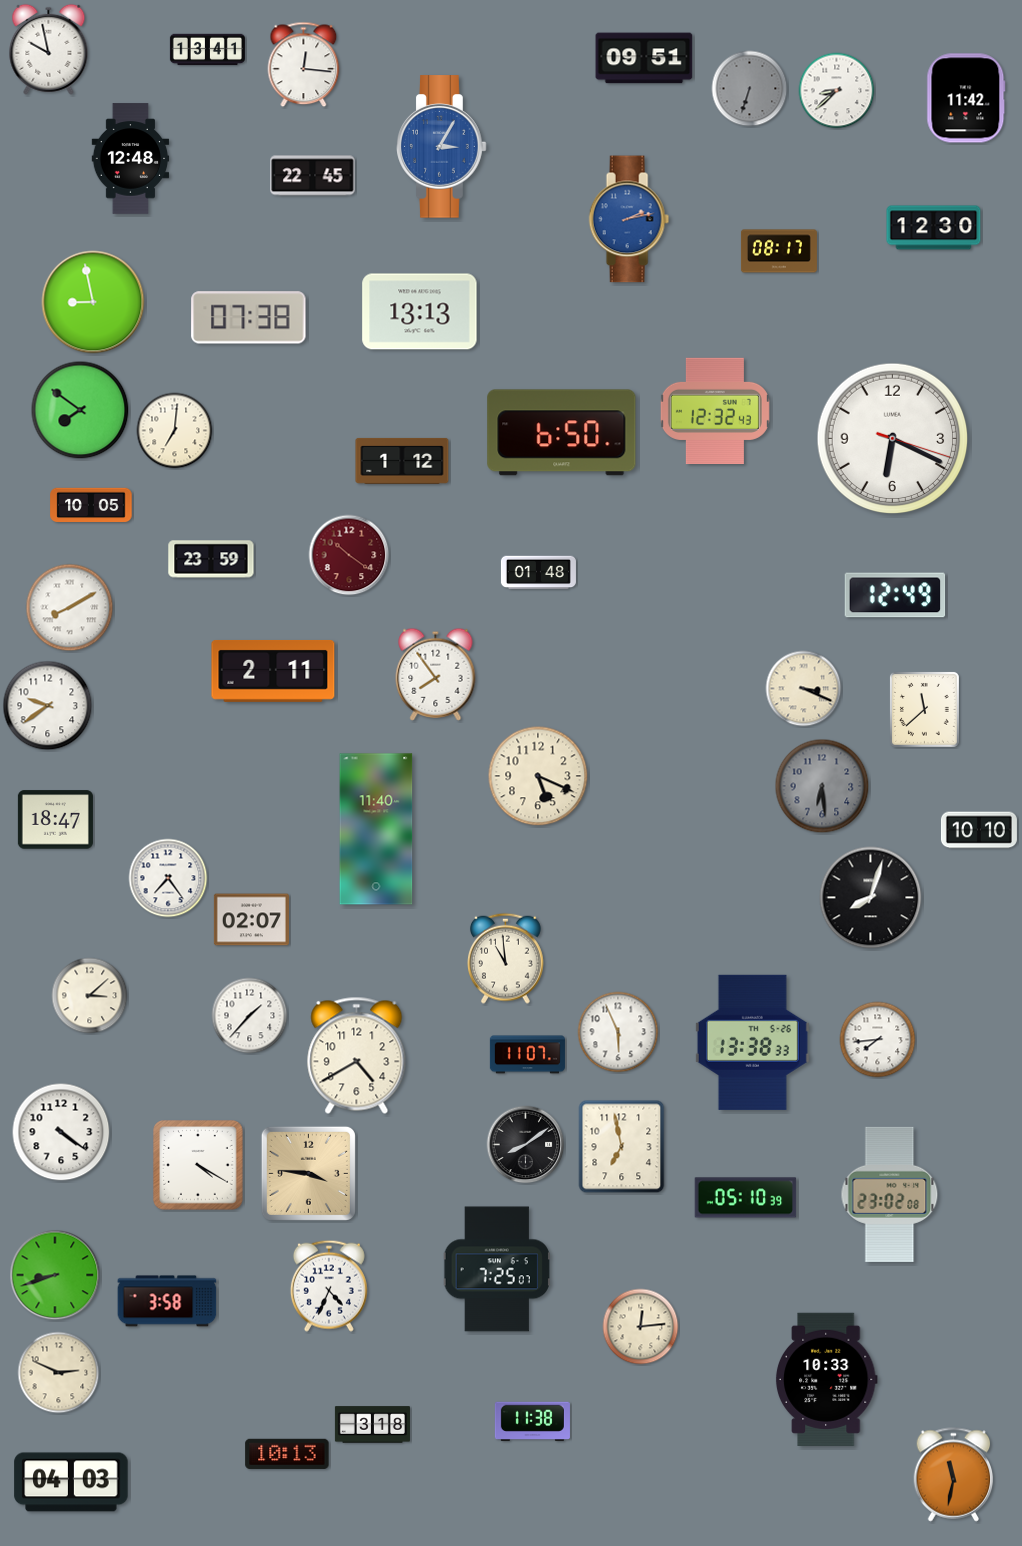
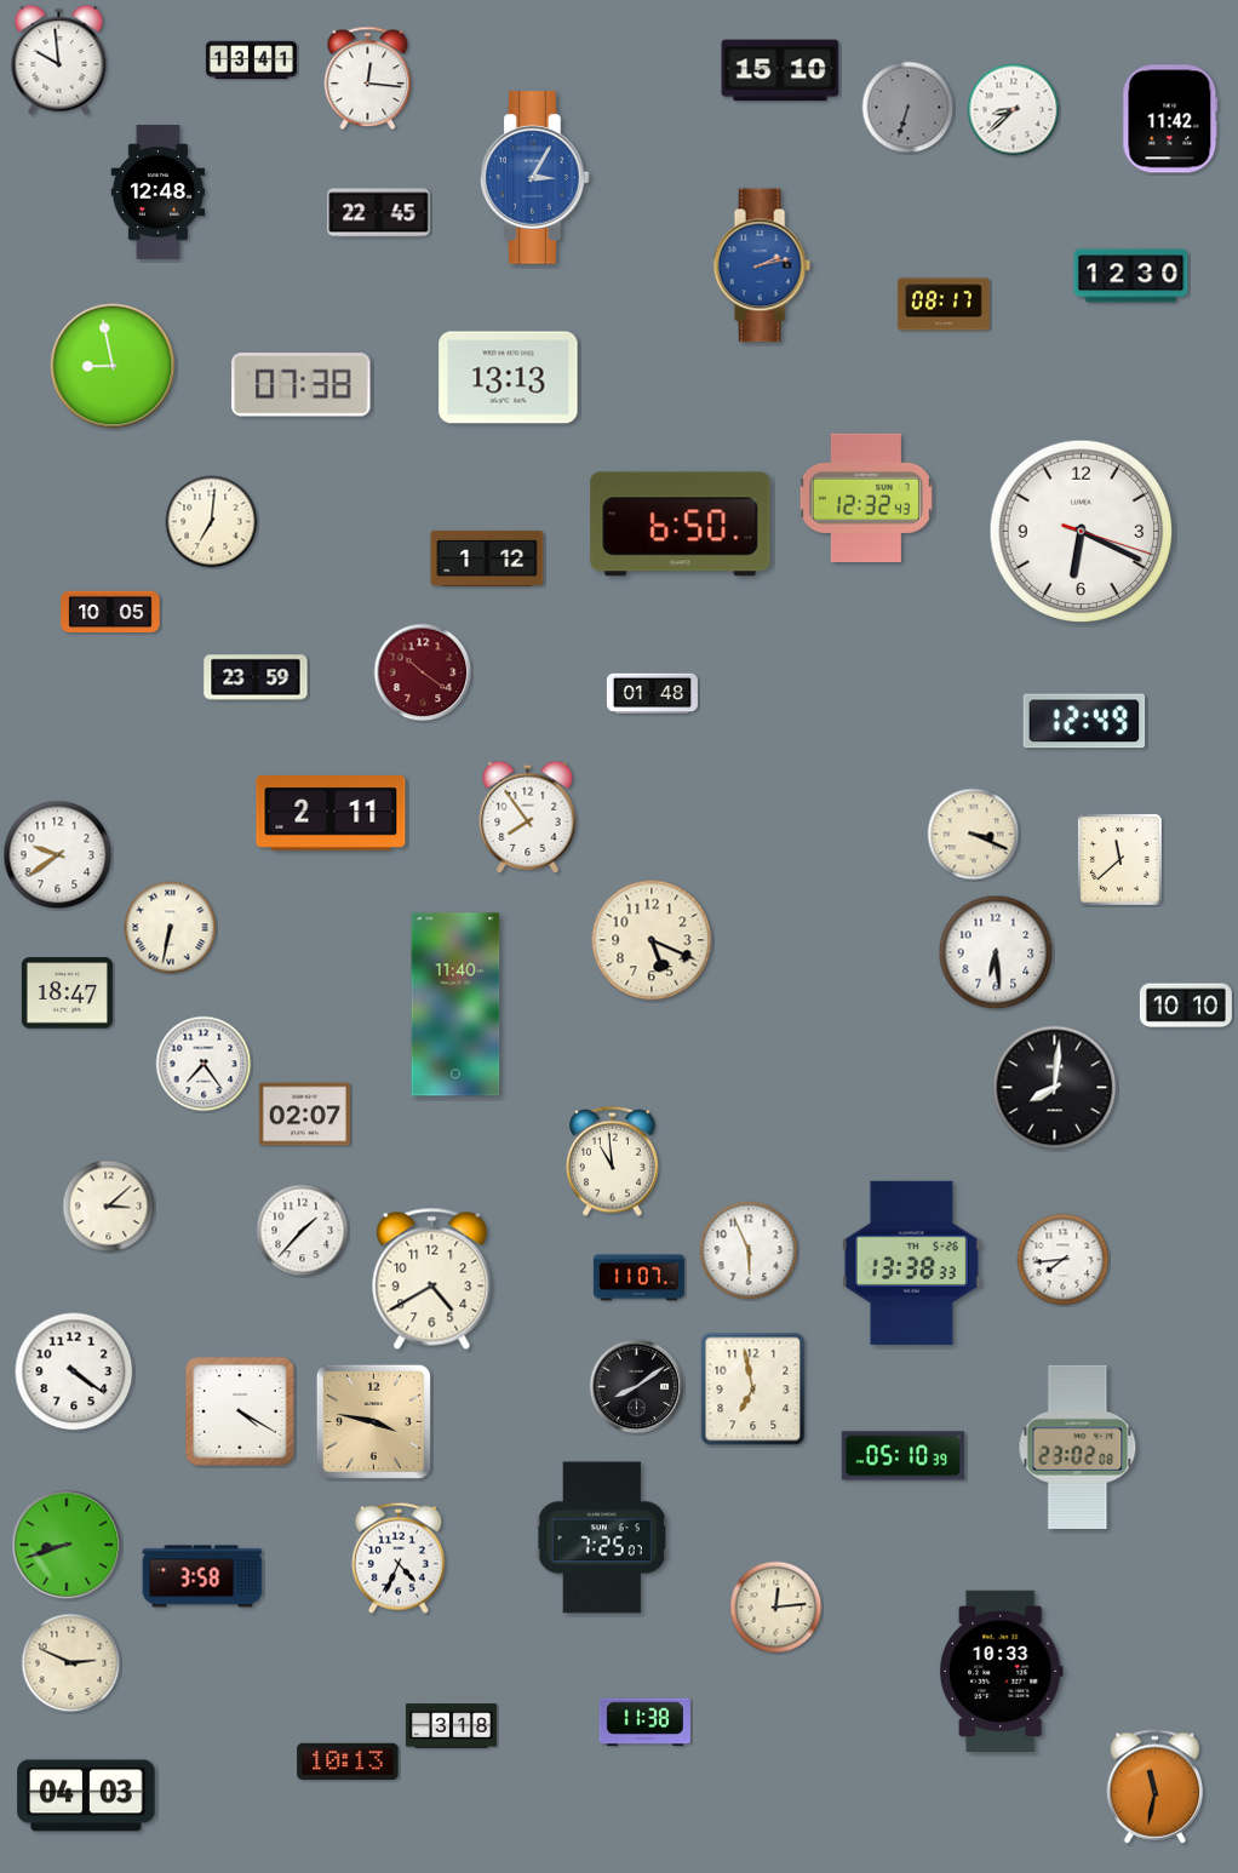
clock at (49, 49): 9:58 -> 9:59
clock at (644, 58): 09:51 -> 15:10
clock at (80, 410): 7:51 -> none
clock at (70, 608): 8:10 -> none
clock at (171, 928): none -> 6:32
clock at (822, 786) dial: grey -> white
clock at (871, 898): 8:03 -> 8:01
clock at (308, 1173): 3:46 -> 3:47
clock at (746, 1198) position: (746, 1198) -> (904, 1456)
